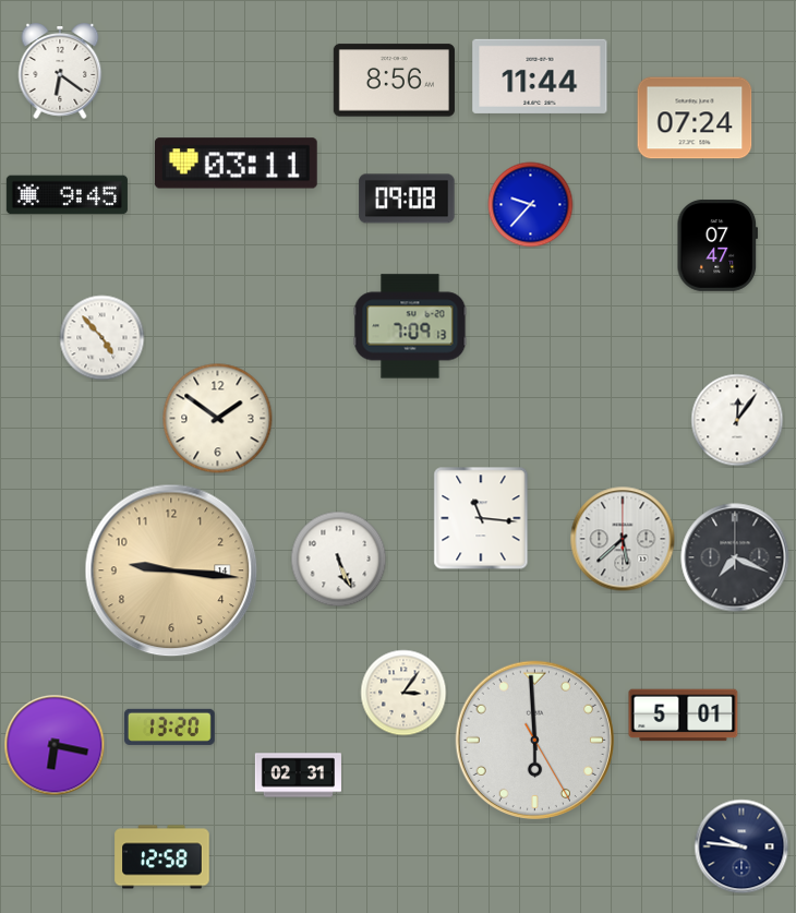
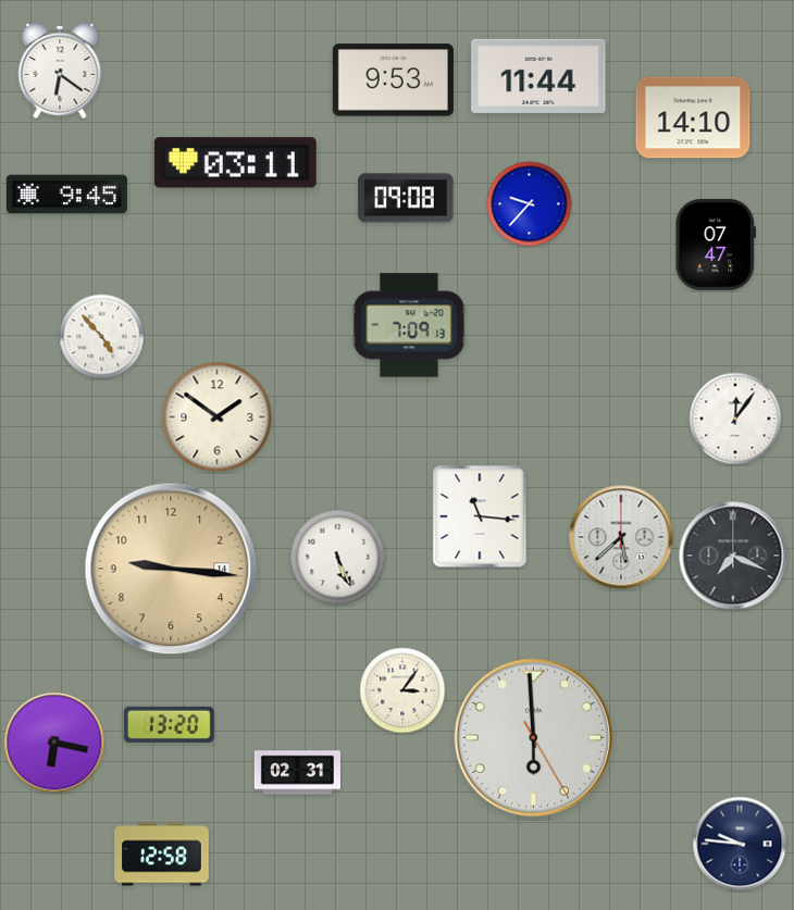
clock at (394, 81): 8:56 -> 9:53
clock at (695, 118): 07:24 -> 14:10
clock at (684, 716): 5:01 -> none
